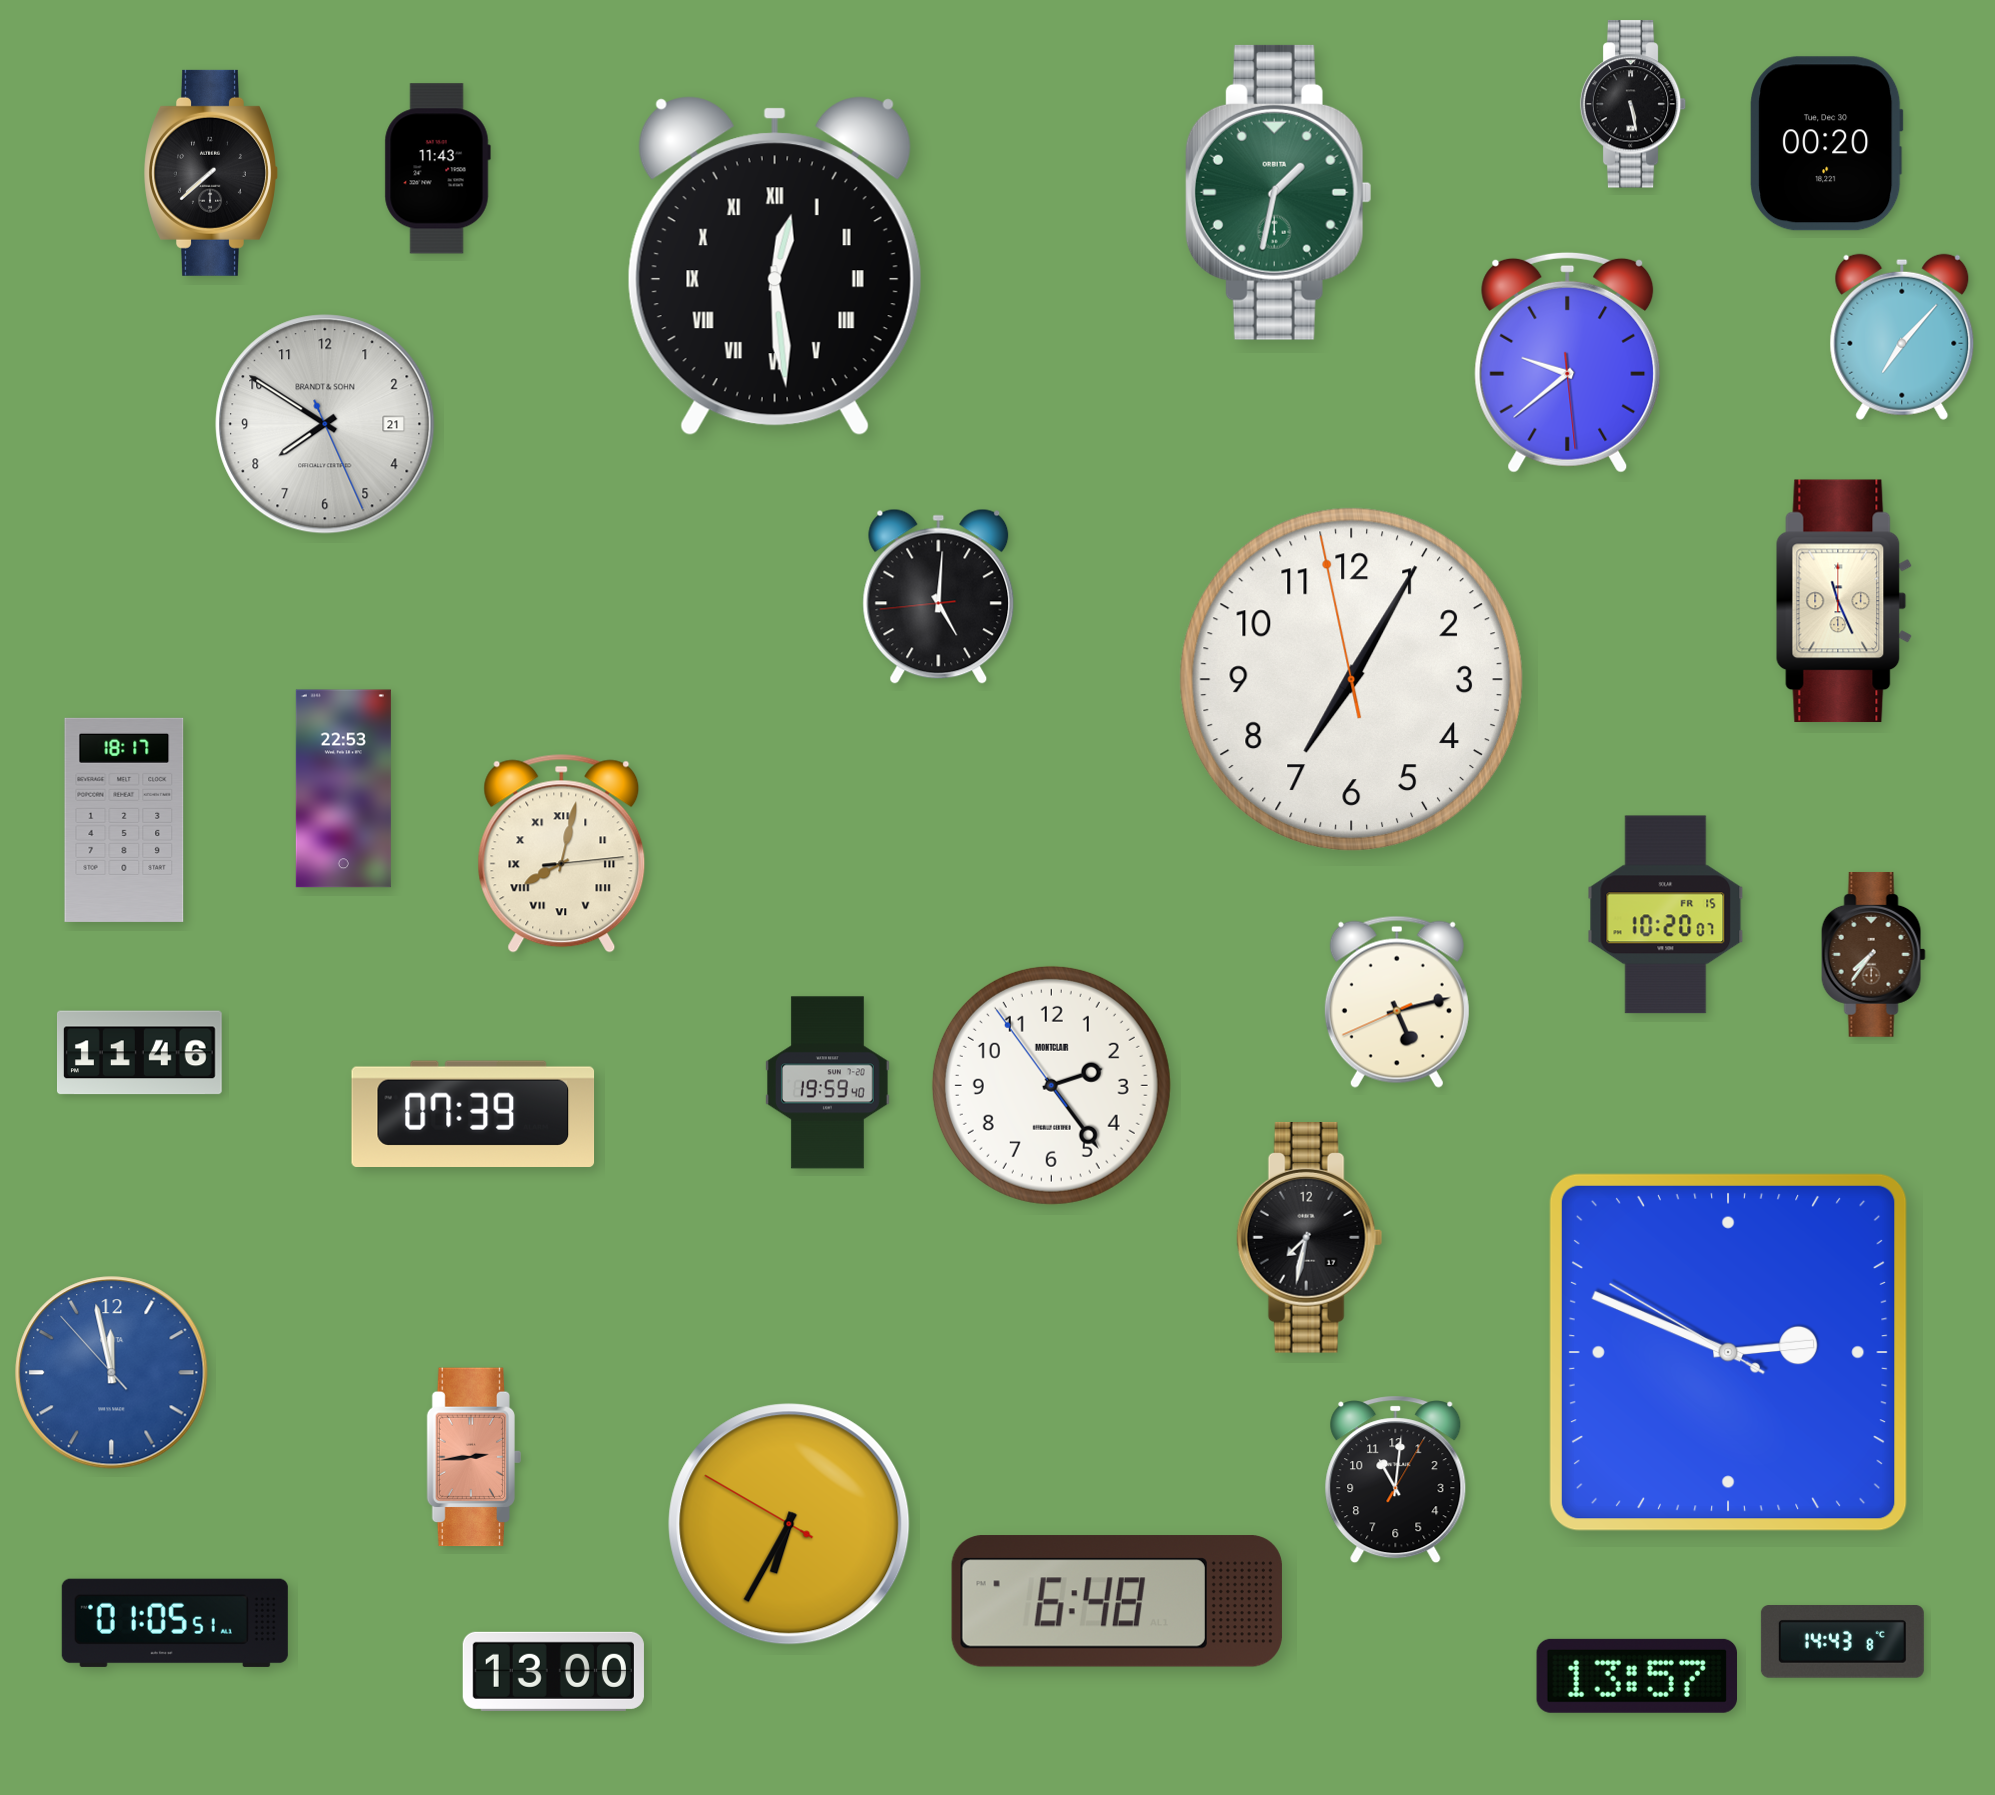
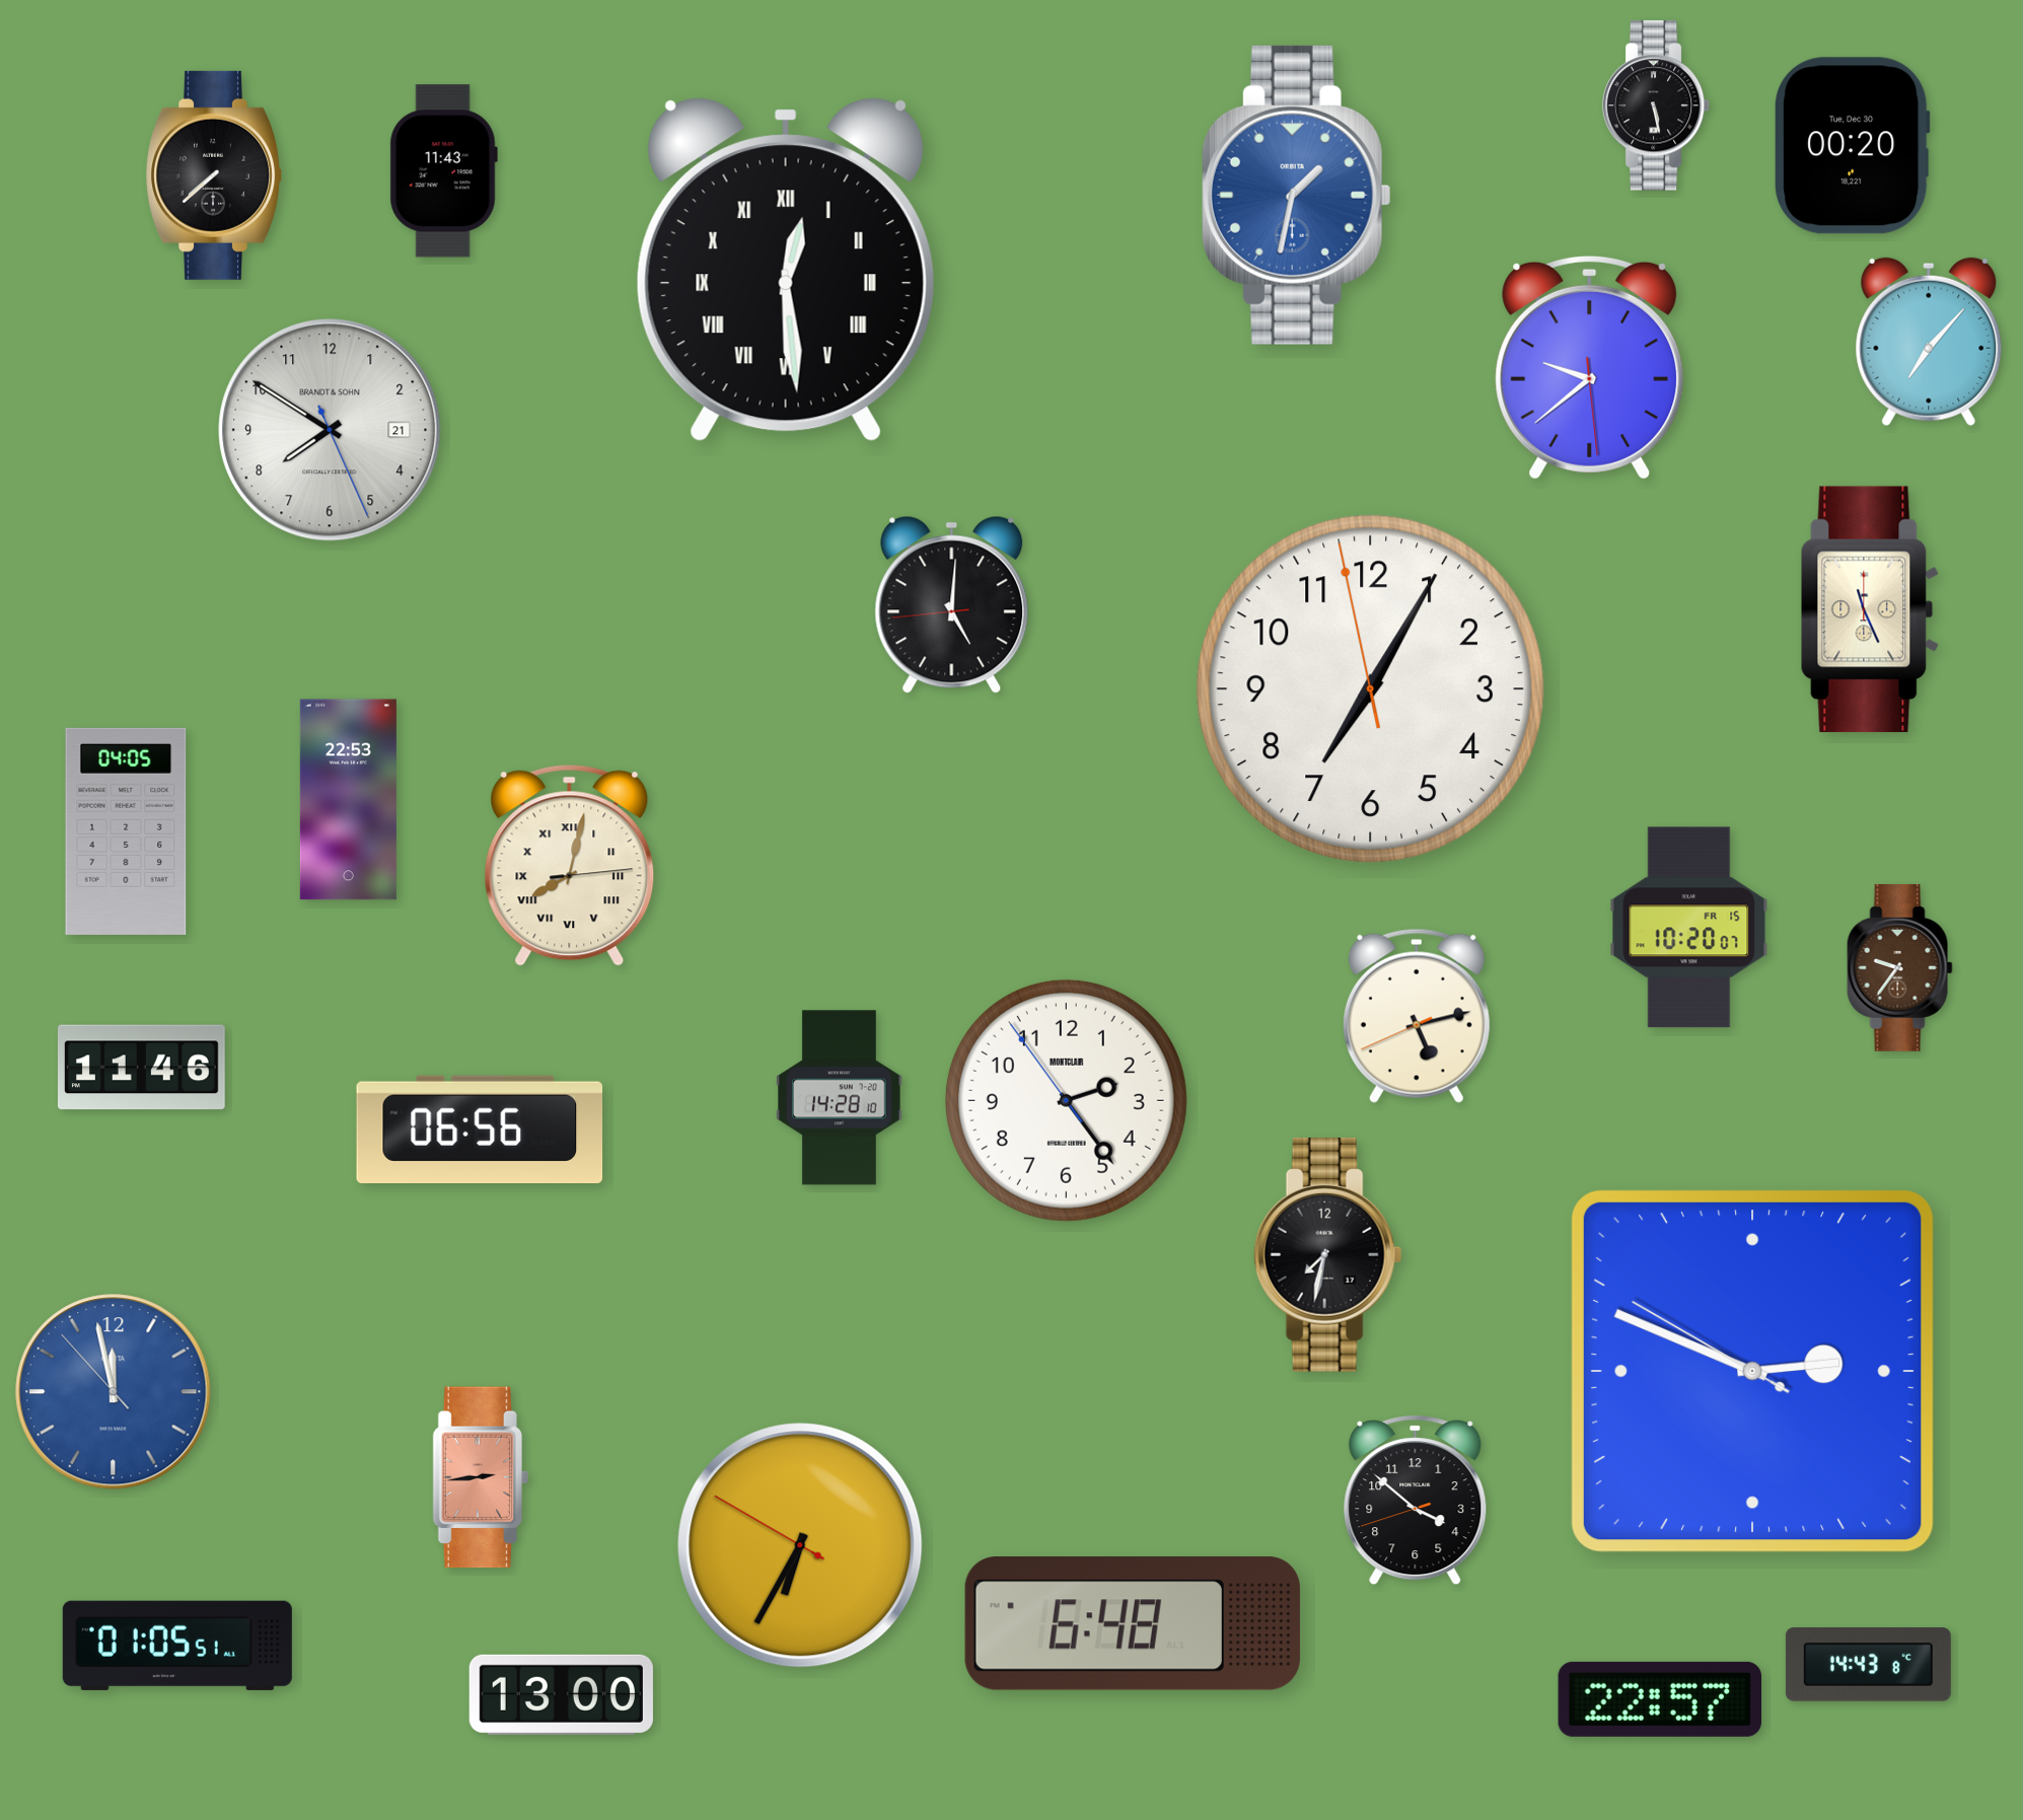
clock at (1278, 192) dial: green -> blue
clock at (124, 820): 18:17 -> 04:05
clock at (1873, 954): 7:36 -> 9:36
clock at (828, 1083): 19:59 -> 14:28
clock at (473, 1113): 07:39 -> 06:56
clock at (1396, 1480): 11:01 -> 3:51
clock at (1636, 1676): 13:57 -> 22:57
